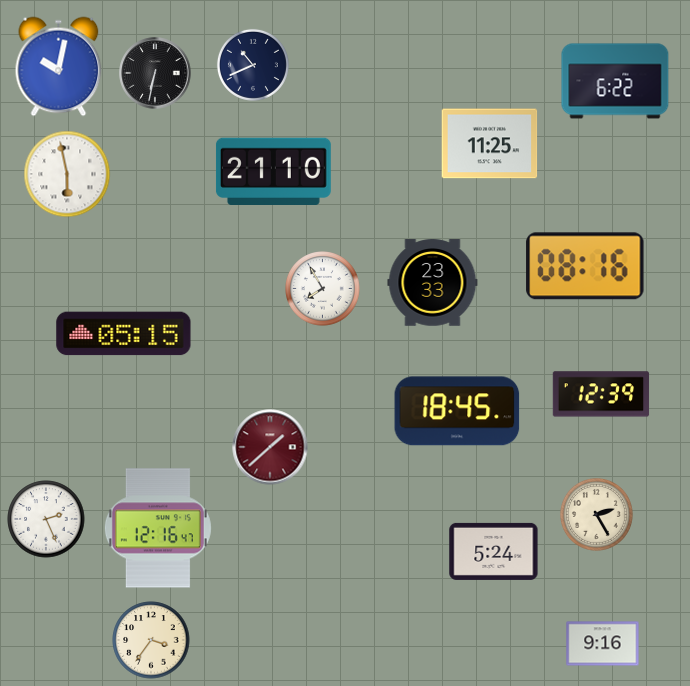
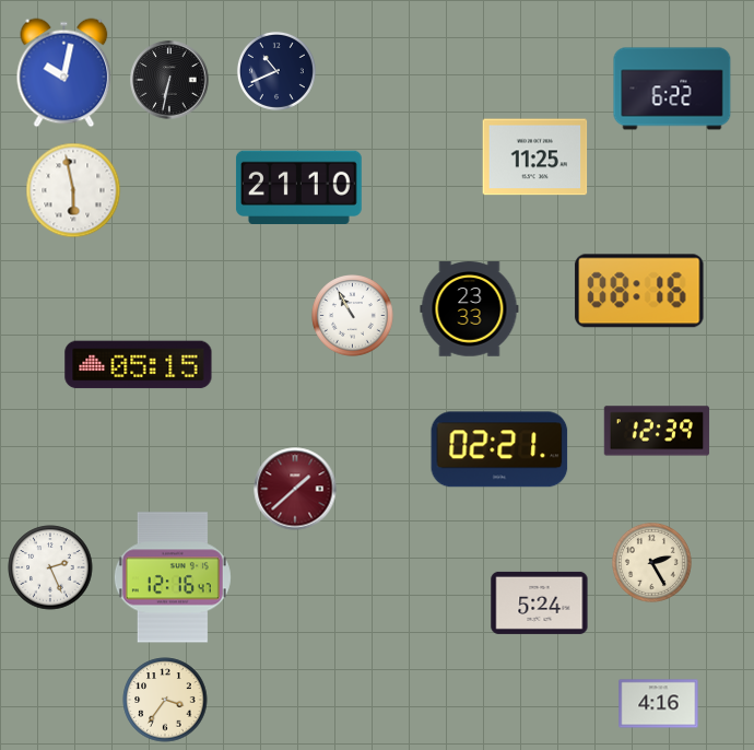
clock at (433, 283) position: (433, 283) -> (470, 309)
clock at (323, 289): 7:55 -> 10:55
clock at (124, 334) position: (124, 334) -> (139, 365)
clock at (457, 411): 18:45 -> 02:21
clock at (603, 644): 9:16 -> 4:16
